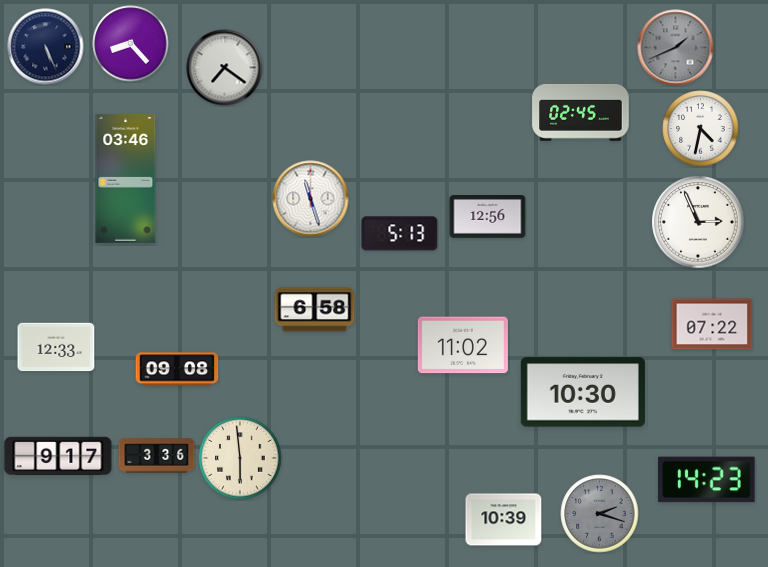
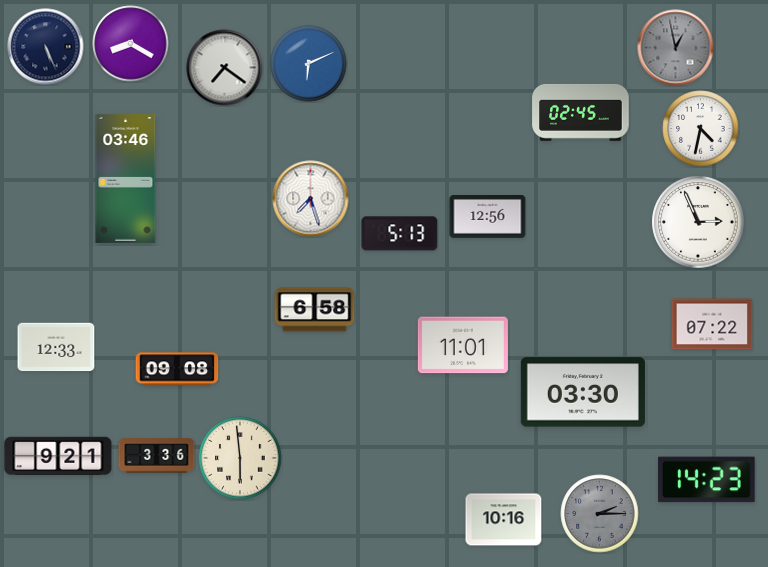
clock at (131, 44): 8:23 -> 8:20
clock at (676, 48): 1:41 -> 12:58
clock at (309, 64): none -> 6:11
clock at (311, 199): 11:27 -> 7:27
clock at (463, 345): 11:02 -> 11:01
clock at (583, 392): 10:30 -> 03:30
clock at (58, 455): 9:17 -> 9:21
clock at (600, 514): 2:18 -> 2:15
clock at (504, 520): 10:39 -> 10:16
